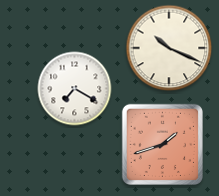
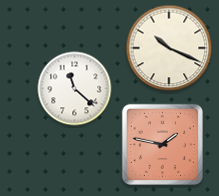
clock at (75, 89): 7:20 -> 11:22
clock at (162, 144): 1:42 -> 1:47
